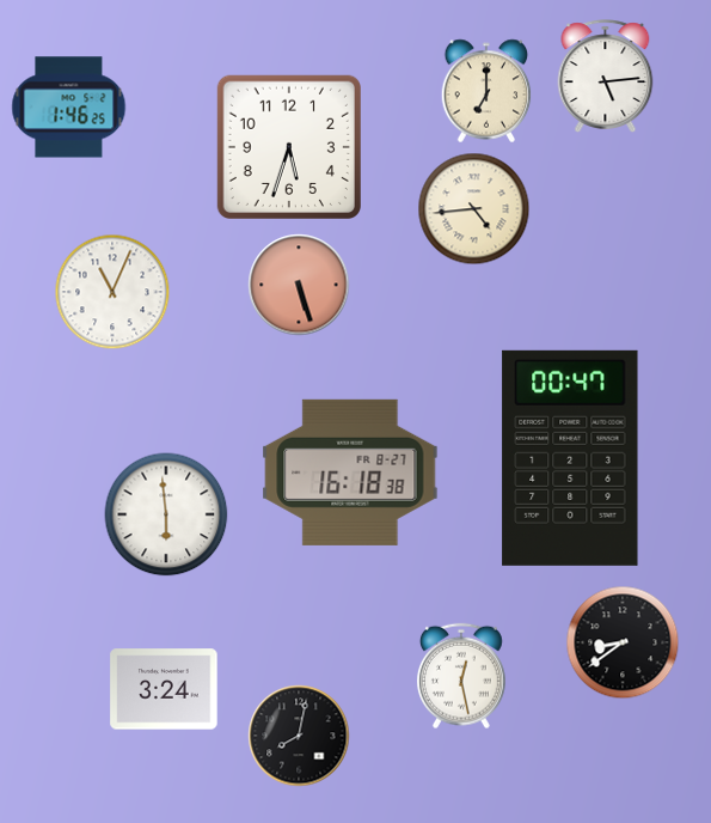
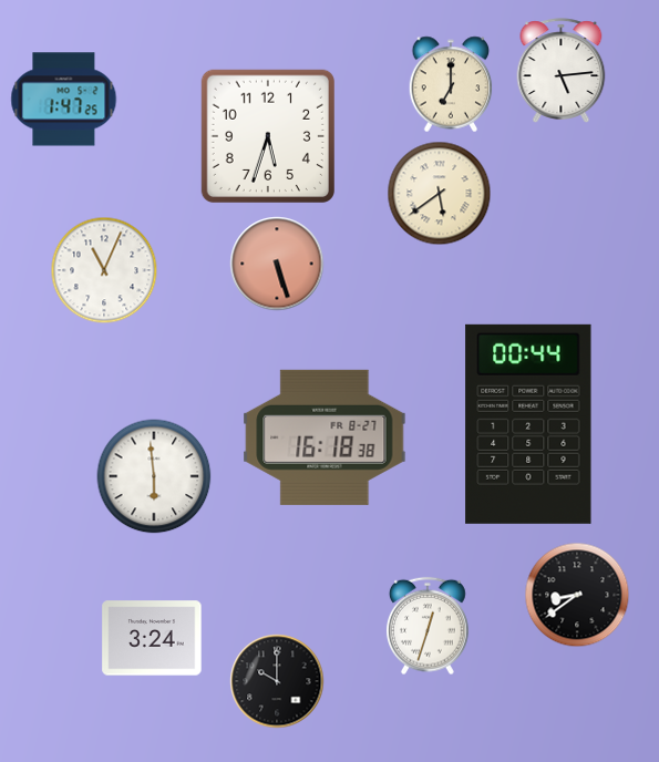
clock at (69, 108): 1:46 -> 1:47
clock at (474, 209): 4:44 -> 5:39
clock at (570, 458): 00:47 -> 00:44
clock at (461, 676): 12:28 -> 12:33
clock at (299, 736): 8:02 -> 10:00
